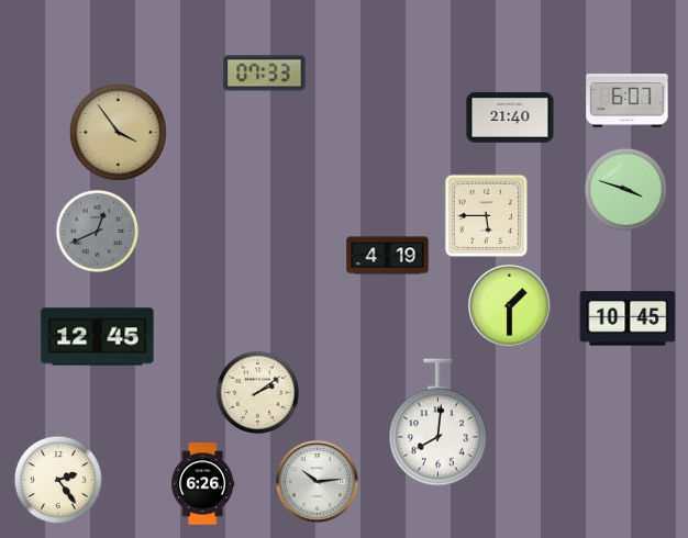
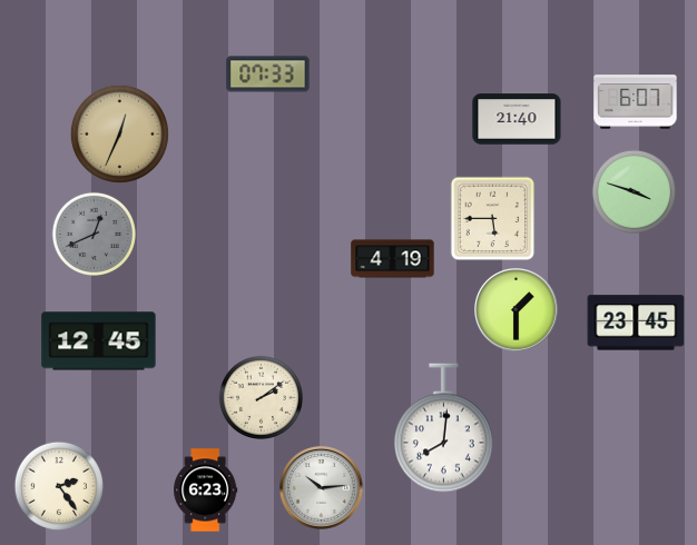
clock at (118, 132): 3:54 -> 12:34
clock at (97, 231) position: (97, 231) -> (94, 234)
clock at (628, 318): 10:45 -> 23:45
clock at (203, 484): 6:26 -> 6:23
